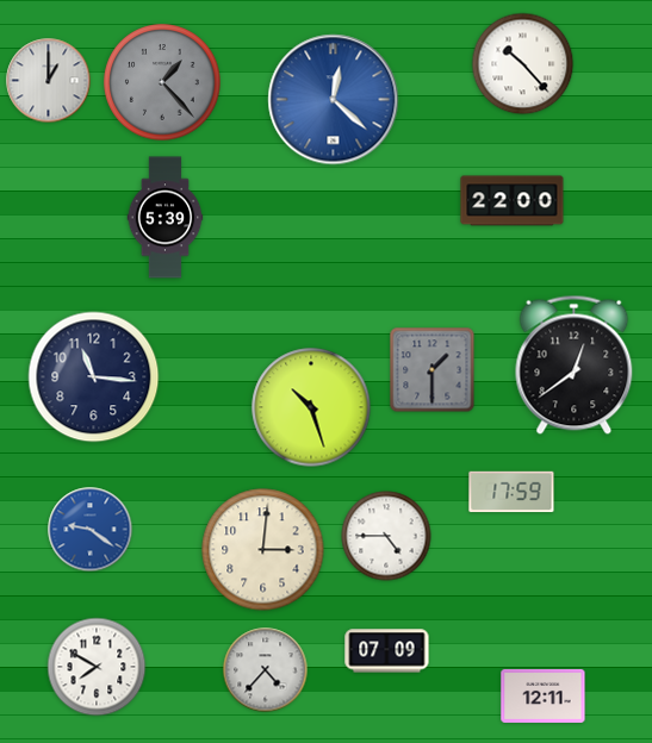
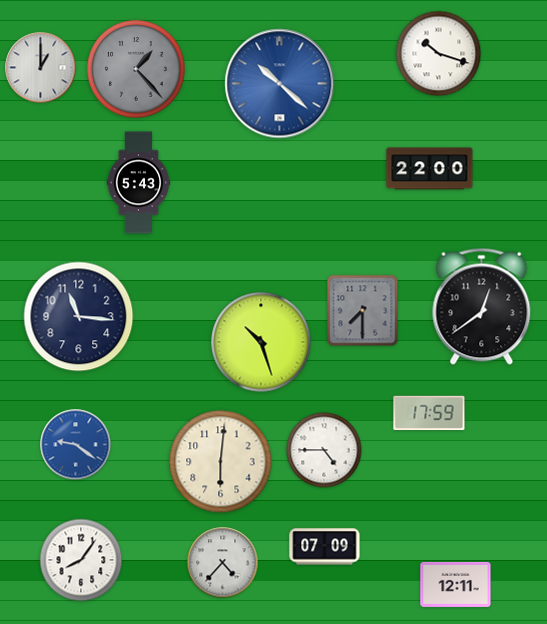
clock at (523, 64): 10:23 -> 10:18
clock at (334, 100): 12:22 -> 10:22
clock at (166, 218): 5:39 -> 5:43
clock at (433, 370): 1:30 -> 7:30
clock at (263, 550): 3:01 -> 6:01
clock at (97, 667): 7:50 -> 8:06
